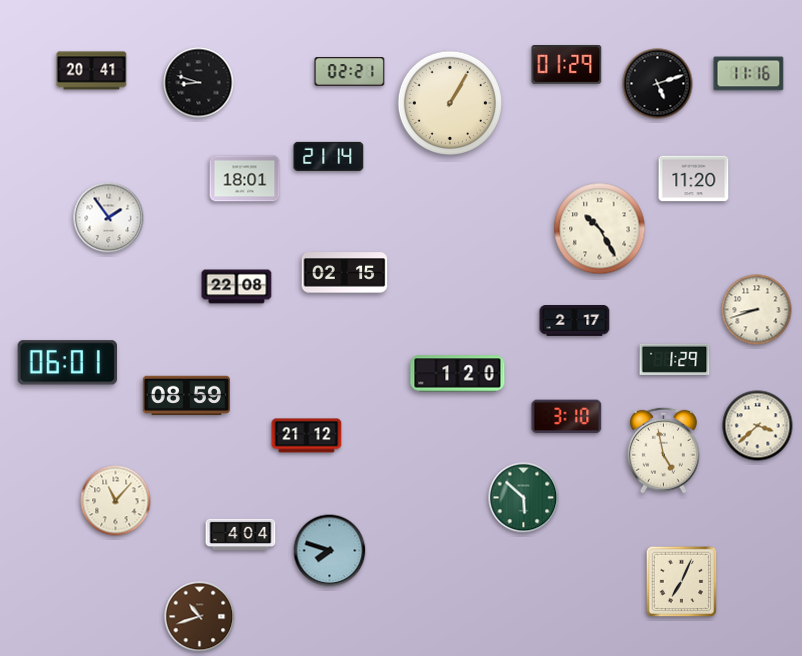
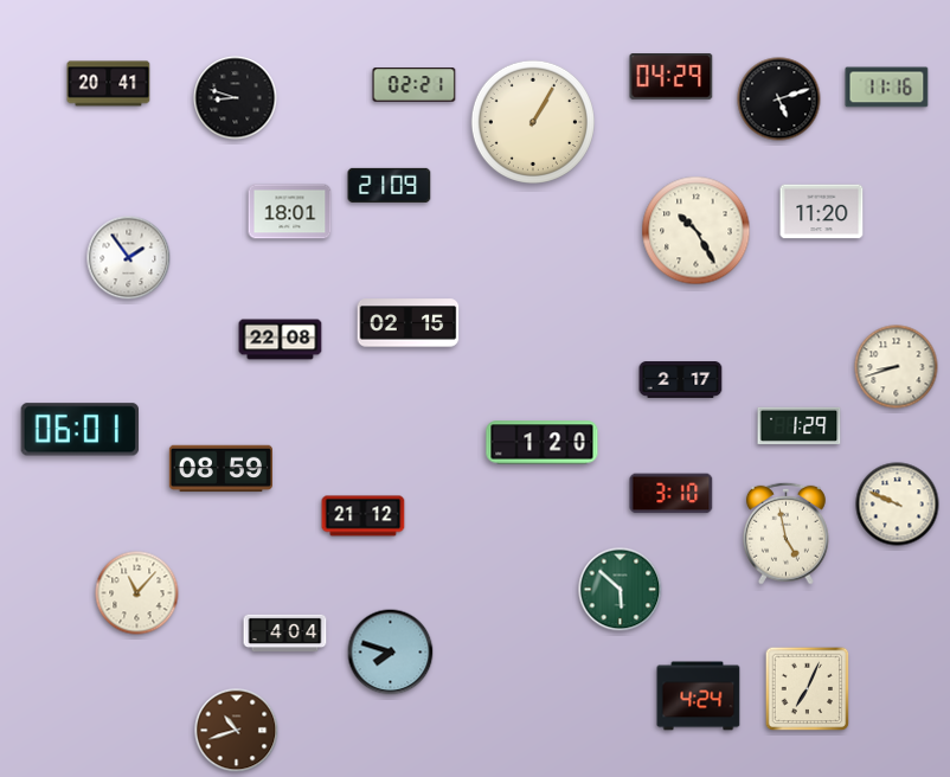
clock at (567, 65): 01:29 -> 04:29
clock at (329, 156): 21:14 -> 21:09
clock at (600, 229) position: (600, 229) -> (697, 231)
clock at (758, 426): 3:38 -> 9:49
clock at (699, 696): none -> 4:24
